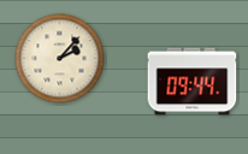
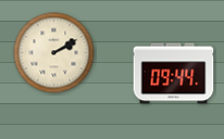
clock at (60, 59): 2:07 -> 2:10
